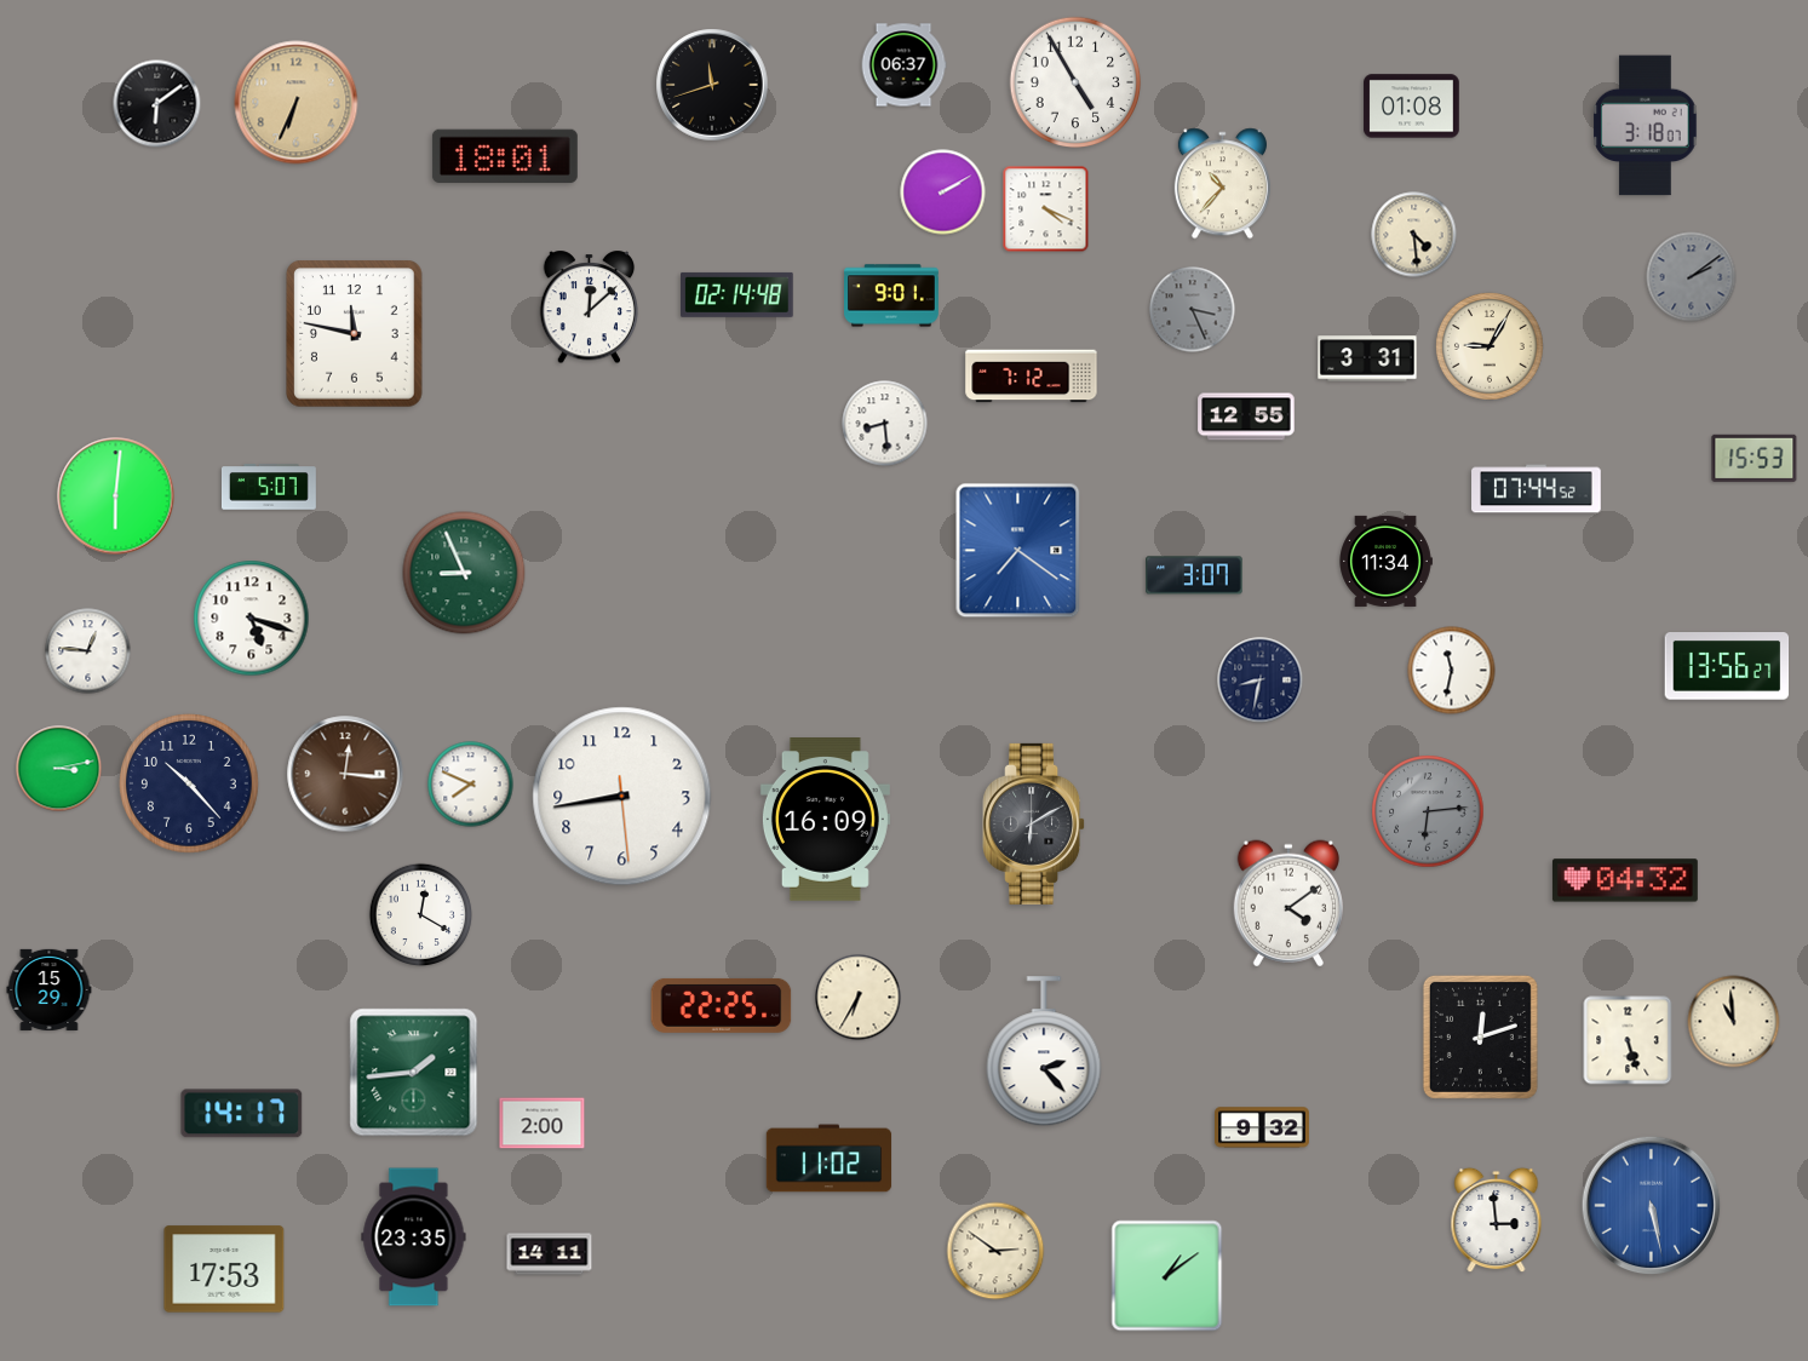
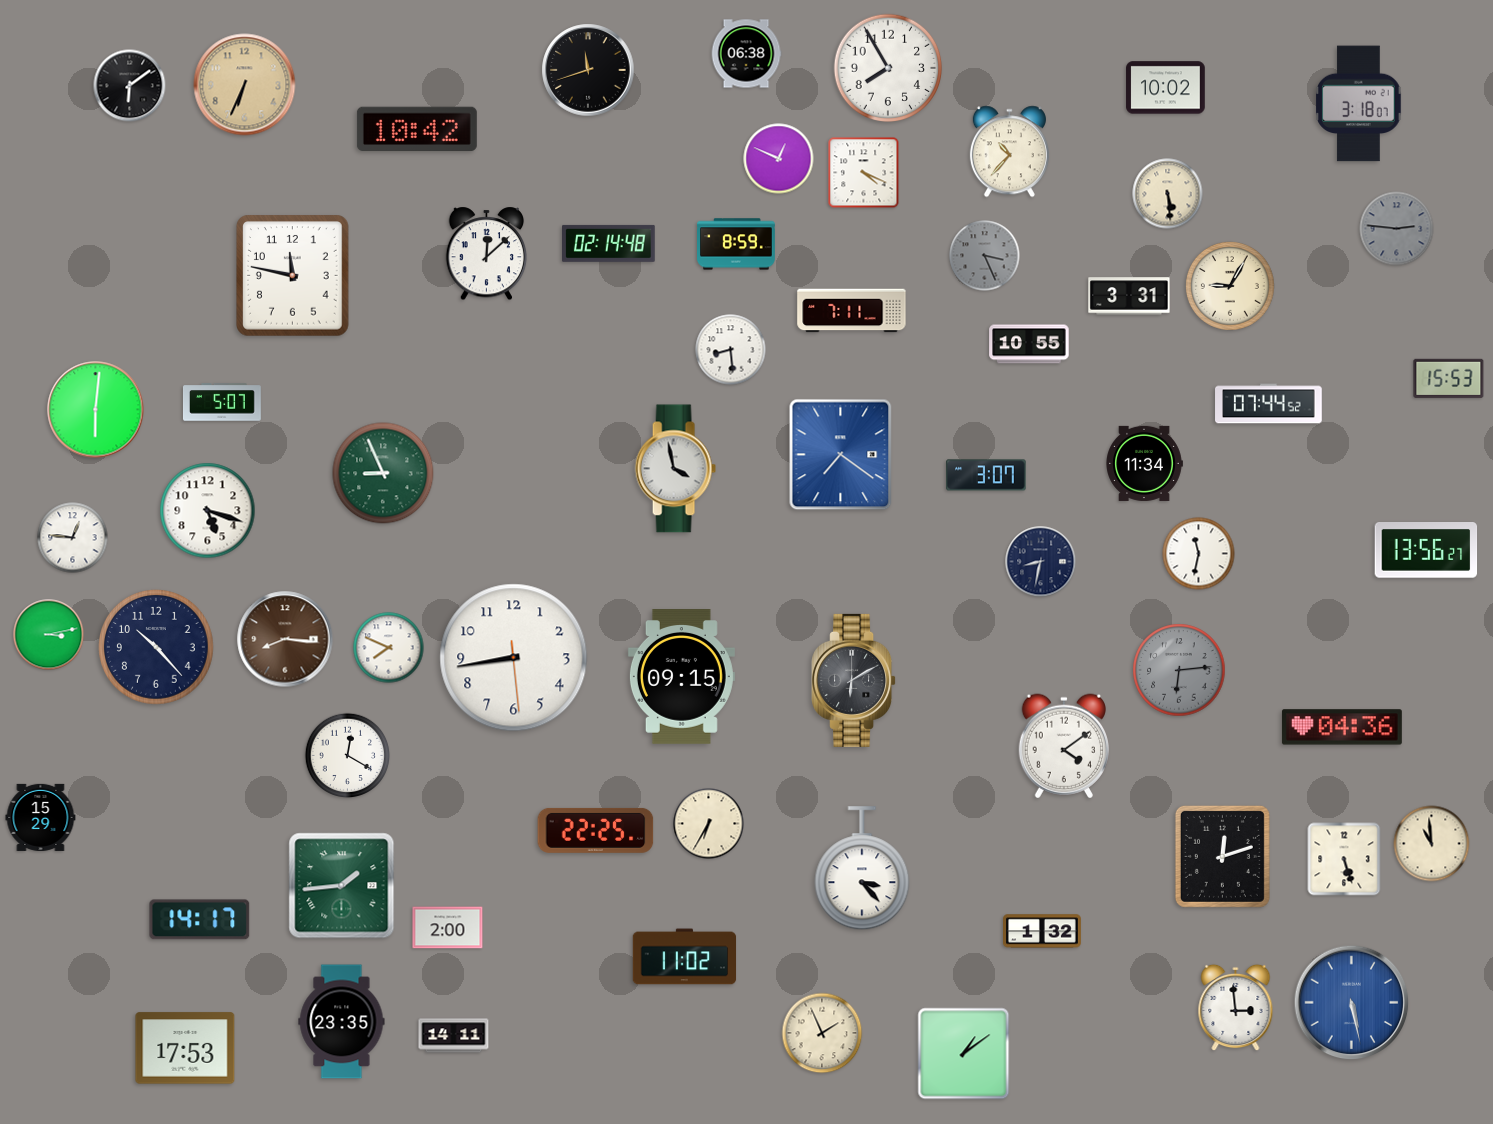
clock at (903, 65): 06:37 -> 06:38
clock at (1075, 82): 4:55 -> 7:55
clock at (1412, 107): 01:08 -> 10:02
clock at (505, 156): 18:01 -> 10:42
clock at (943, 193): 2:10 -> 12:49
clock at (1414, 235): 4:29 -> 5:29
clock at (1692, 277): 2:09 -> 2:46
clock at (892, 295): 9:01 -> 8:59
clock at (1032, 377): 7:12 -> 7:11
clock at (1246, 417): 12:55 -> 10:55
clock at (675, 469): none -> 3:58
clock at (345, 774): 12:16 -> 8:16
clock at (825, 820): 16:09 -> 09:15
clock at (1625, 880): 04:32 -> 04:36
clock at (1044, 1052): 2:23 -> 3:23
clock at (1263, 1127): 9:32 -> 1:32
clock at (1652, 1206) position: (1652, 1206) -> (1352, 1003)
clock at (995, 1251): 2:51 -> 1:56
